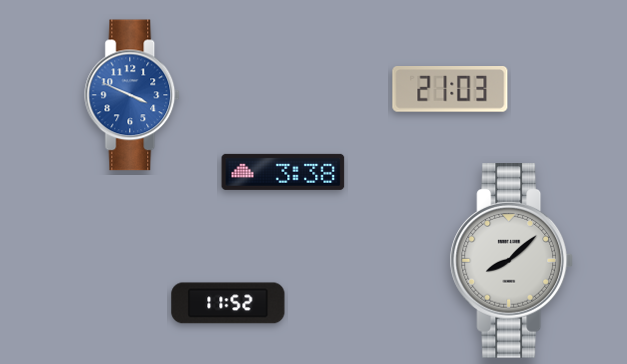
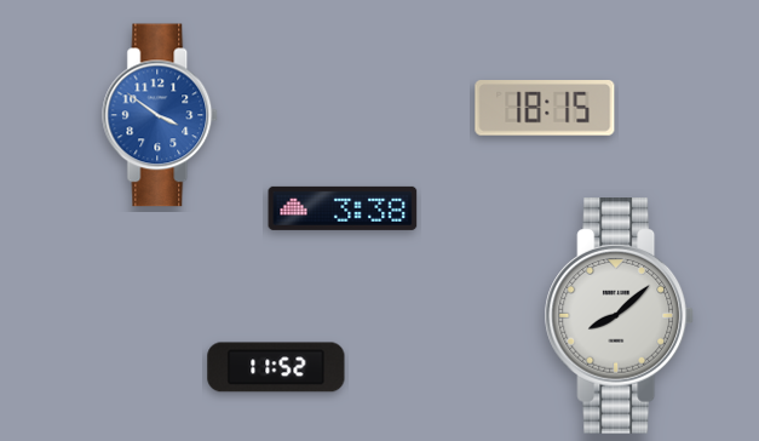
clock at (450, 90): 21:03 -> 18:15
clock at (133, 95): 3:49 -> 3:51
